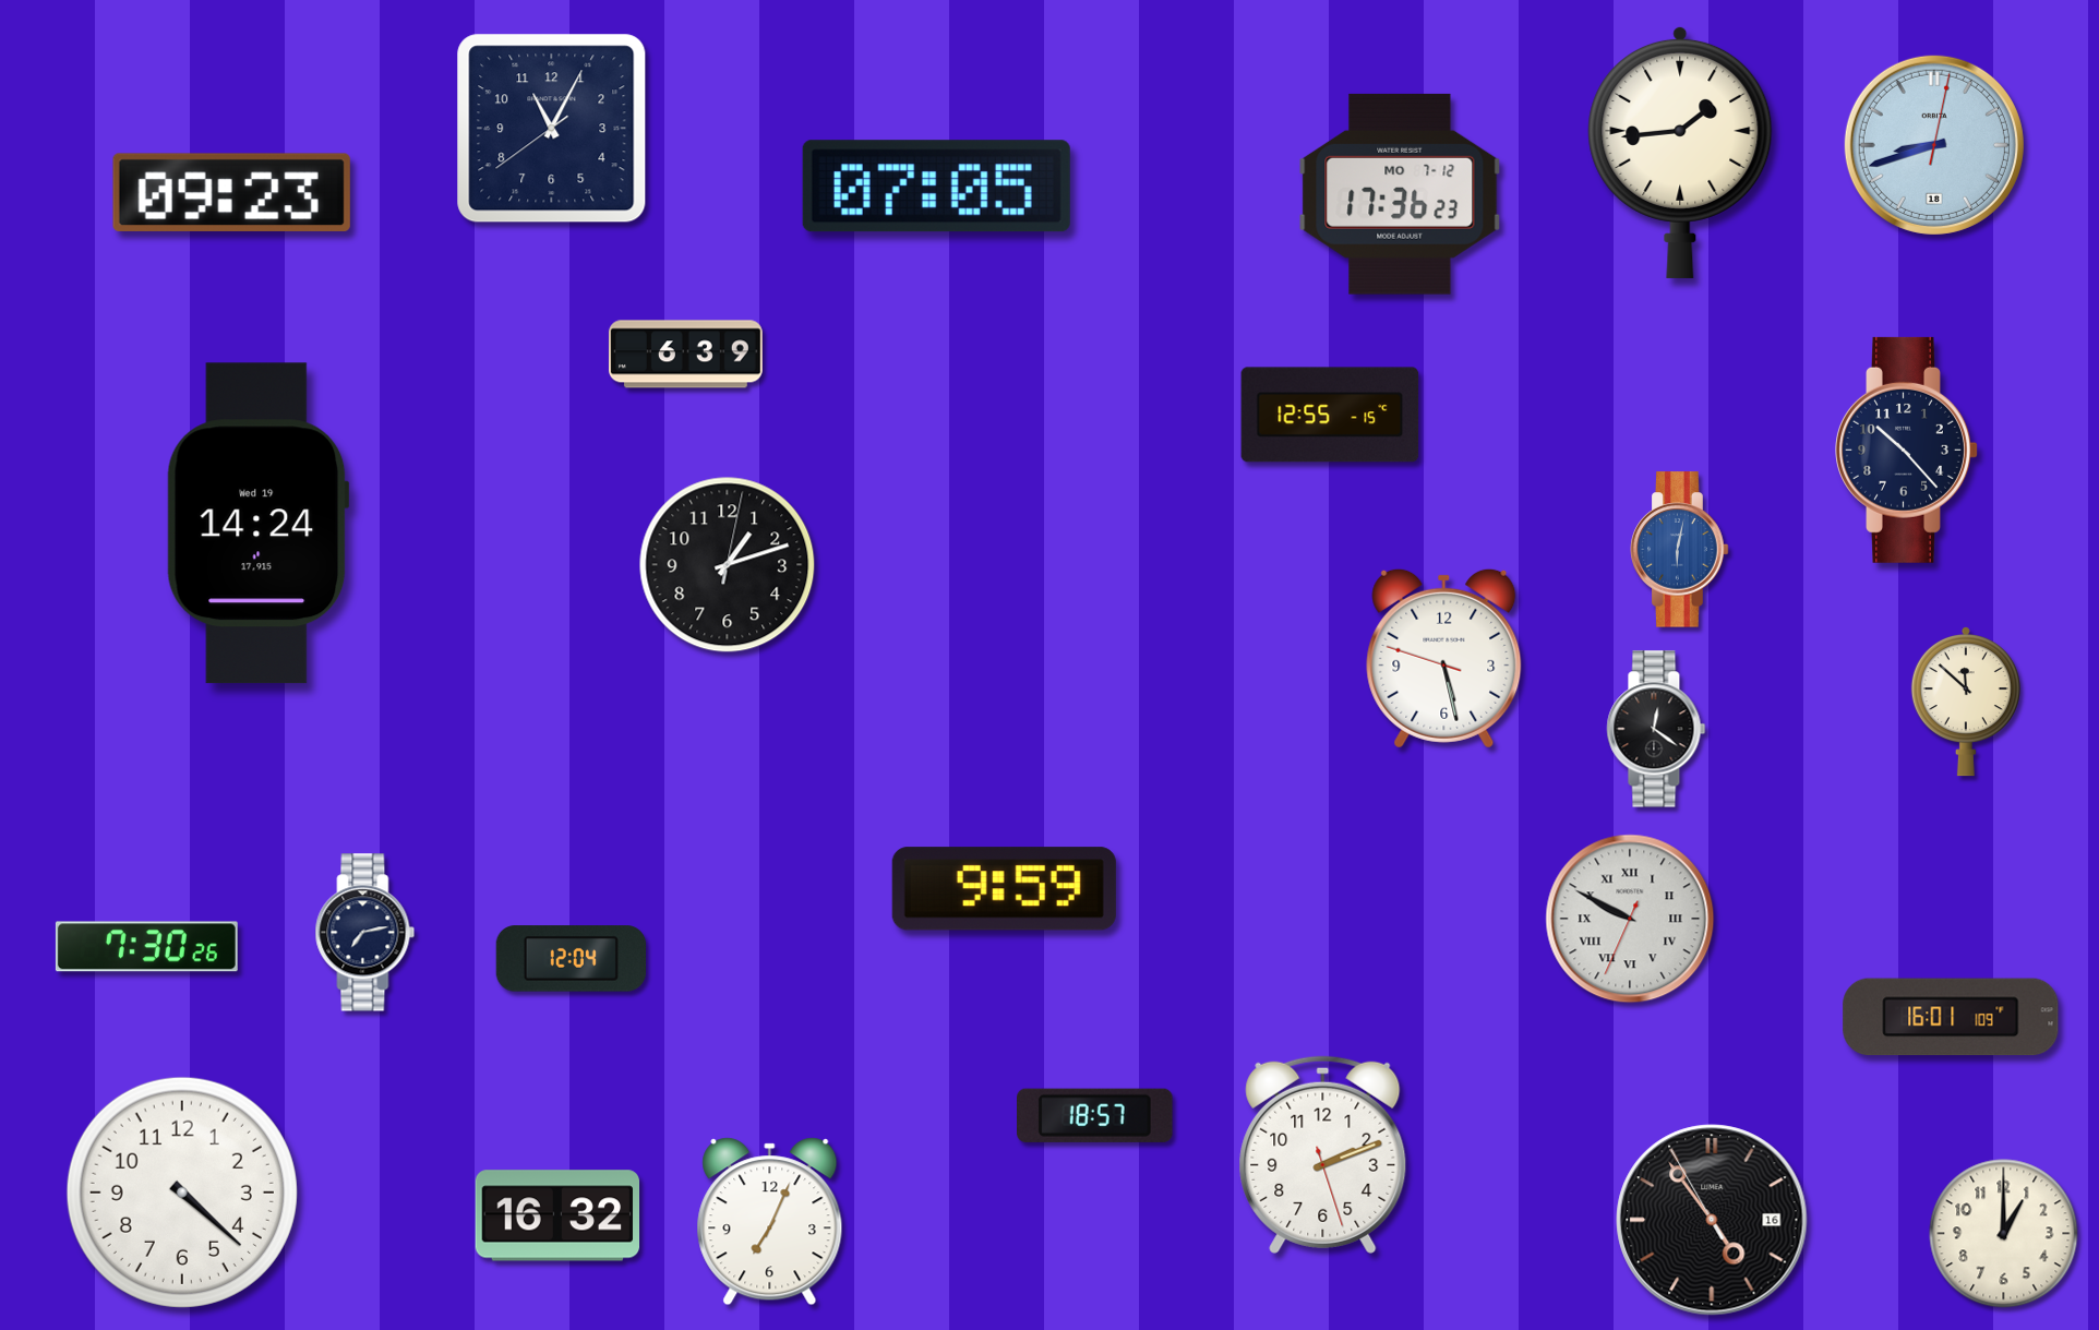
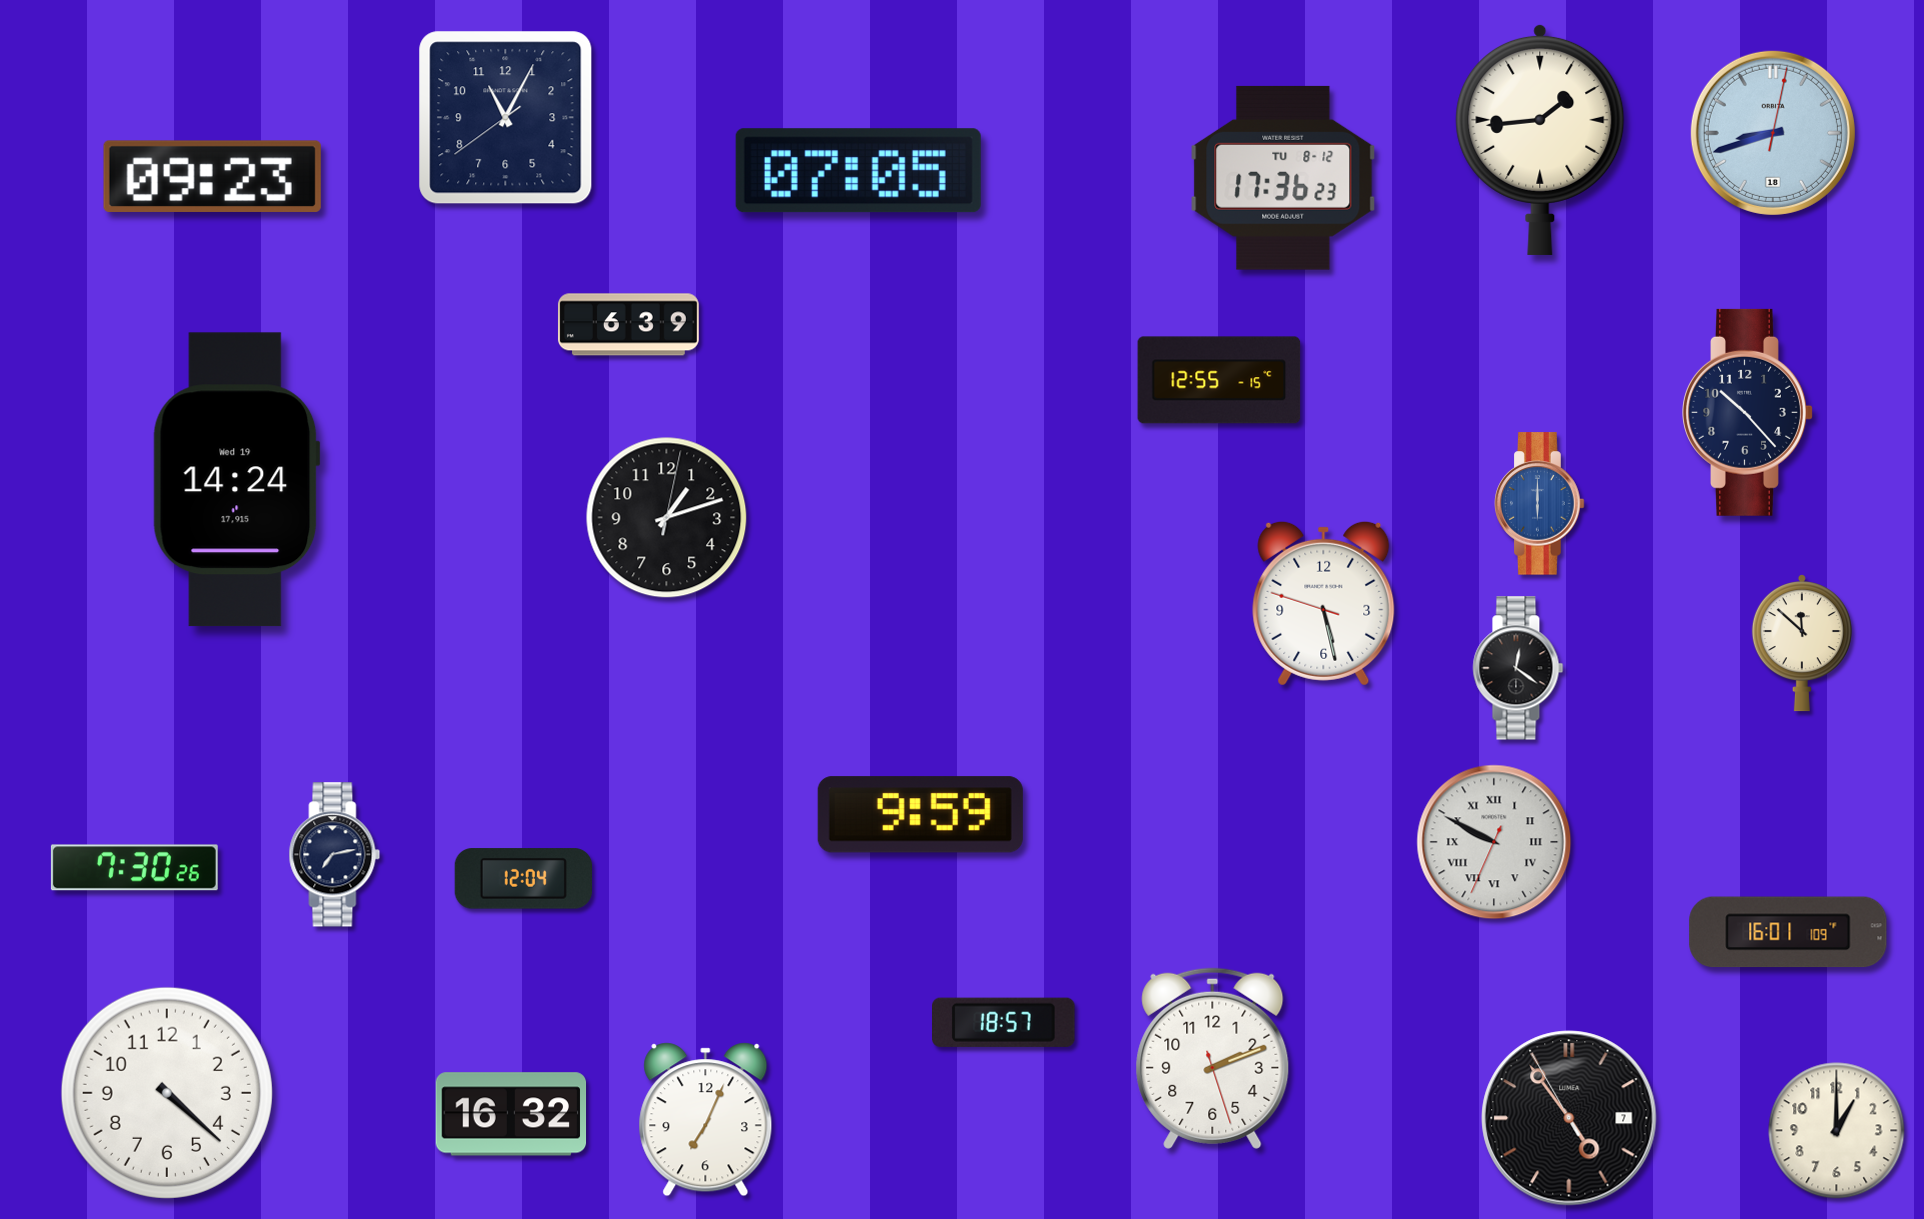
clock at (1400, 194) date: MO 7-12 -> TU 8-12
clock at (1680, 550): 6:02 -> 6:00
clock at (1712, 1220) date: 16 -> 7
